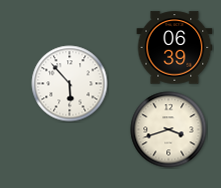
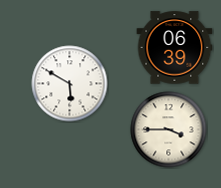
clock at (70, 84): 5:53 -> 5:50
clock at (169, 130): 3:42 -> 3:45
